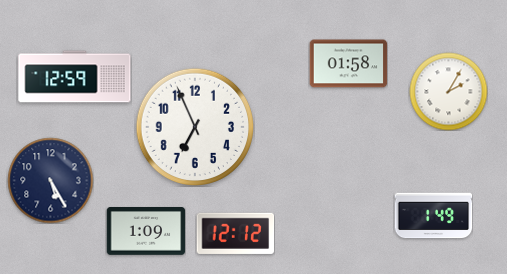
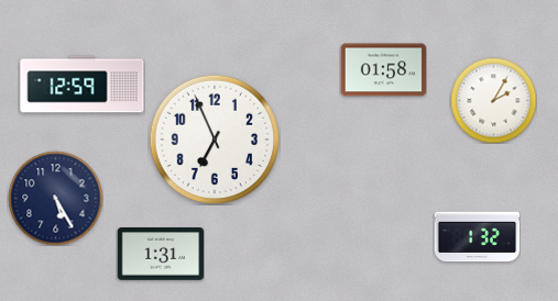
clock at (433, 216): 1:49 -> 1:32
clock at (146, 232): 1:09 -> 1:31
clock at (235, 233): 12:12 -> none
